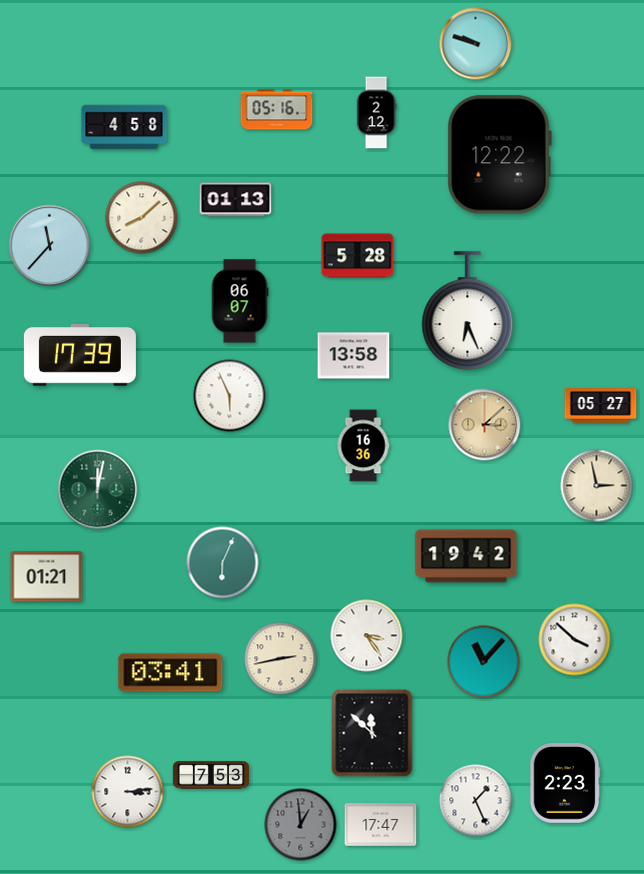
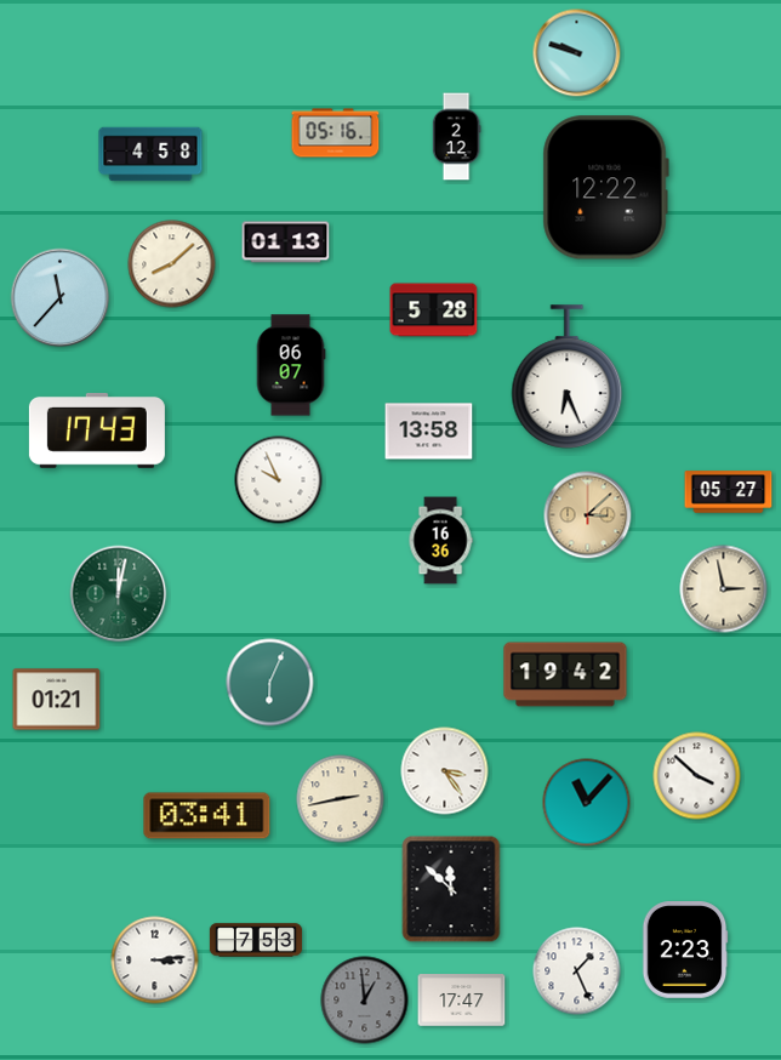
clock at (80, 355): 17:39 -> 17:43
clock at (230, 396): 5:56 -> 9:56
